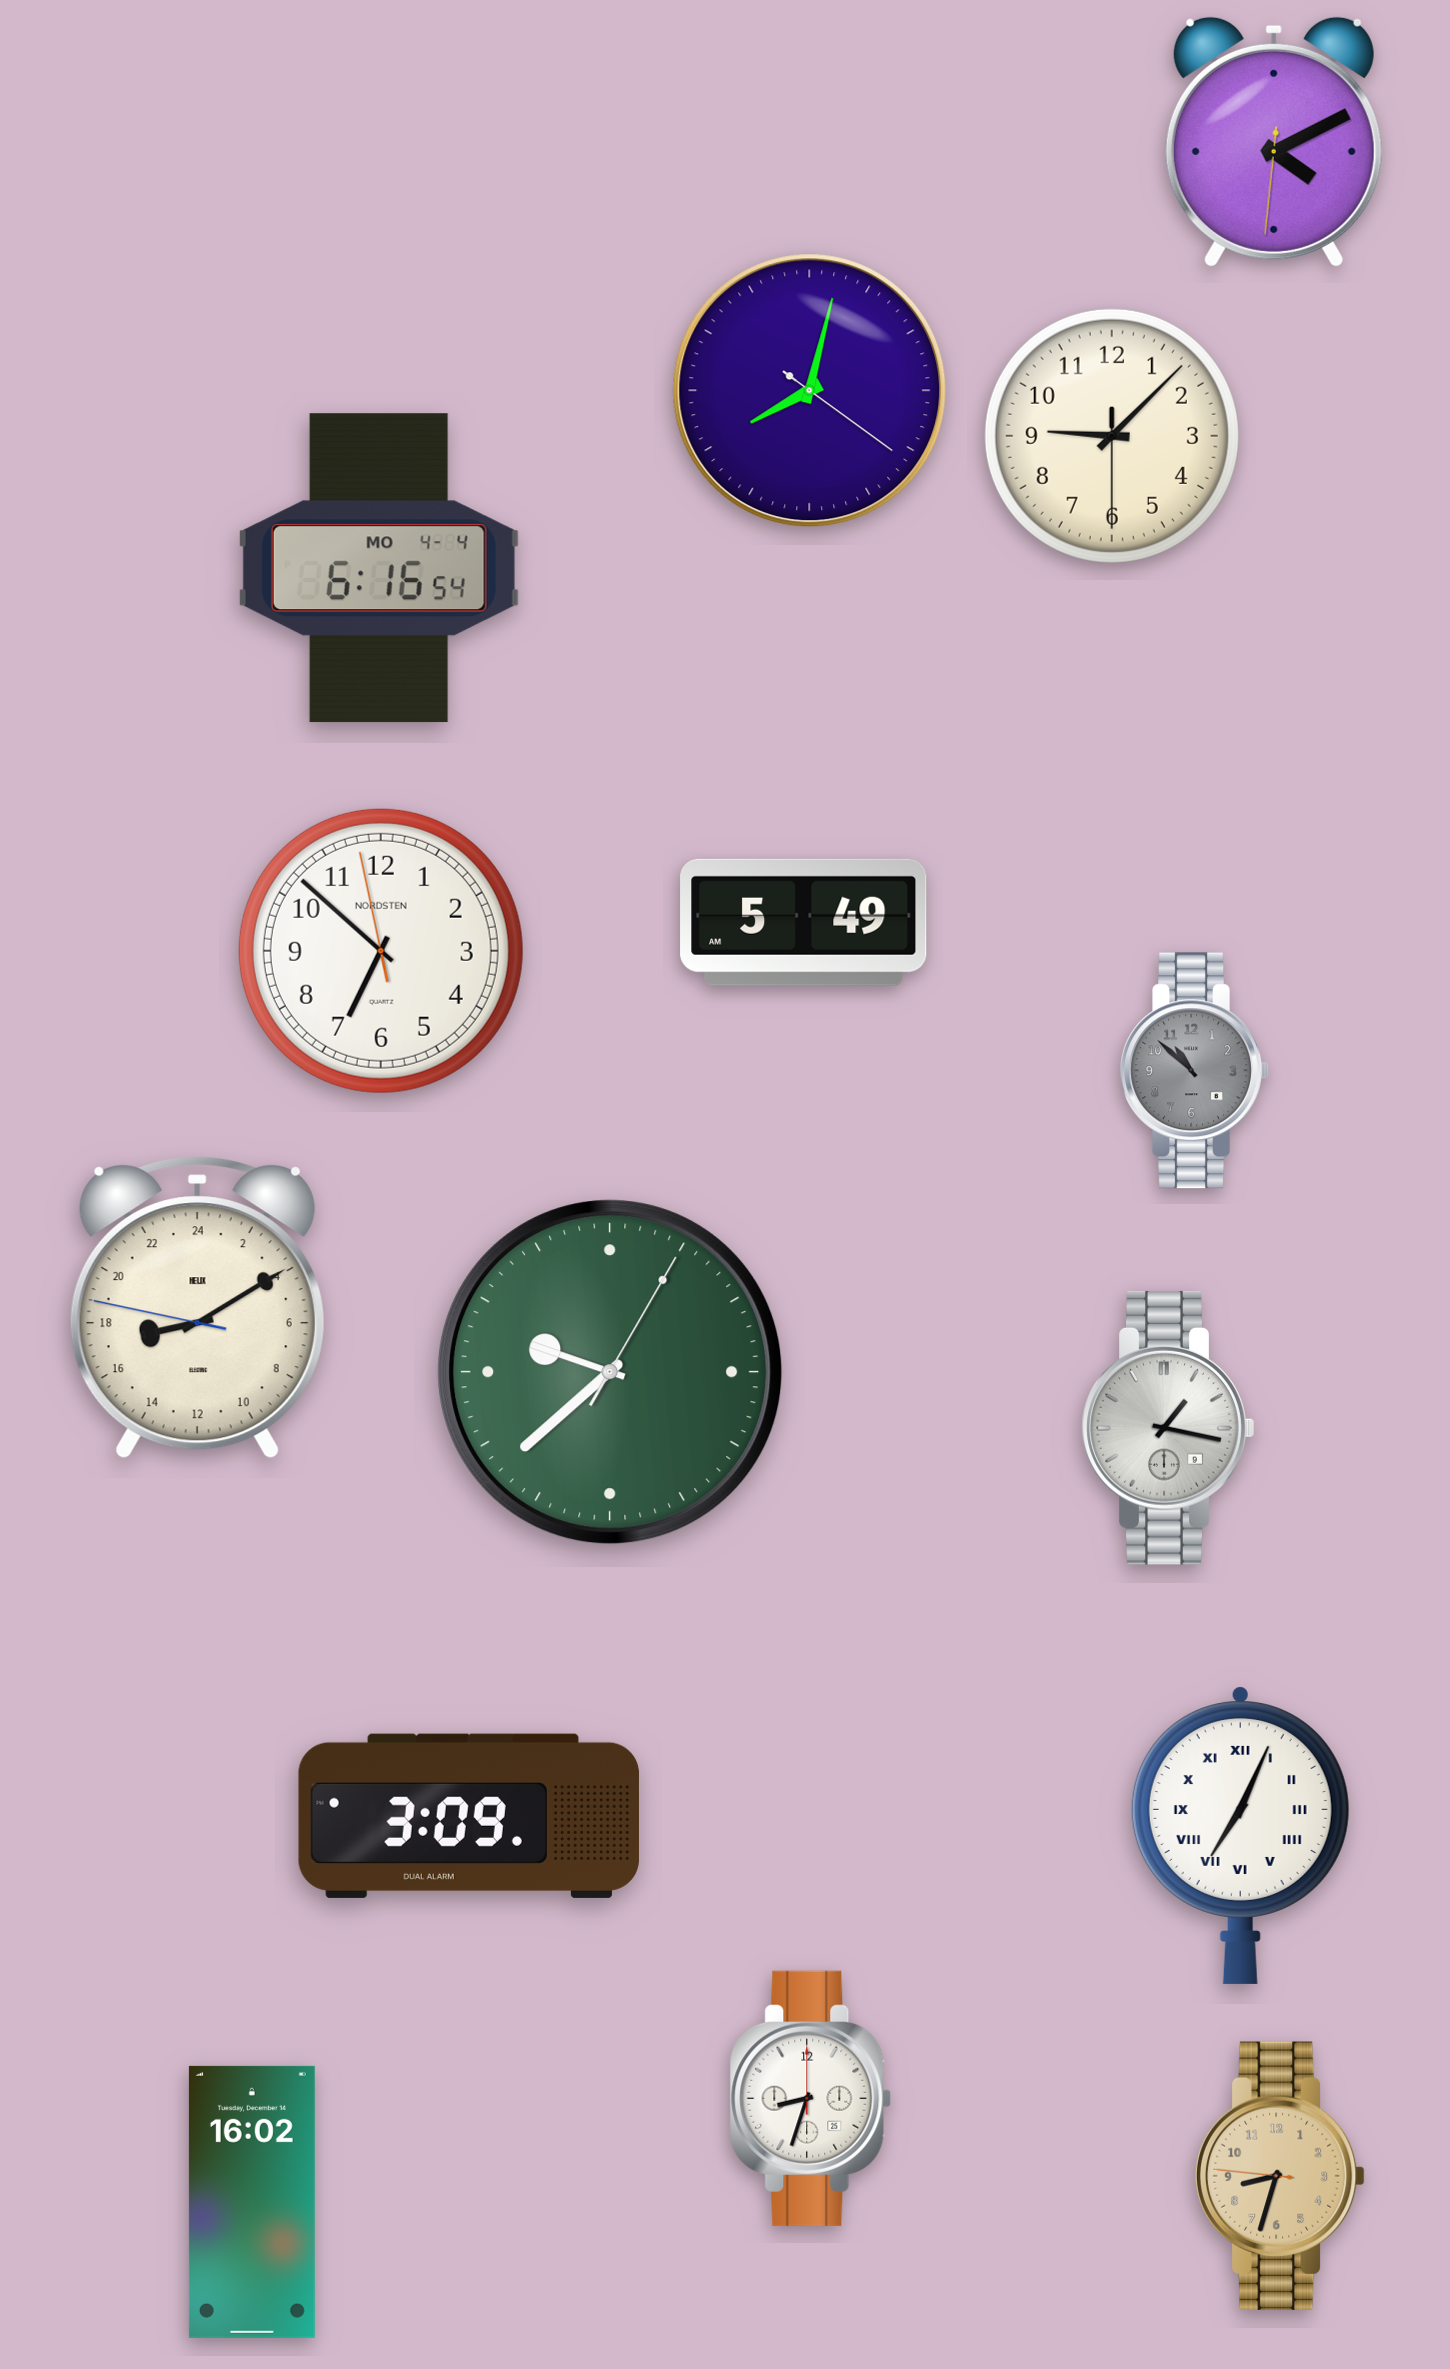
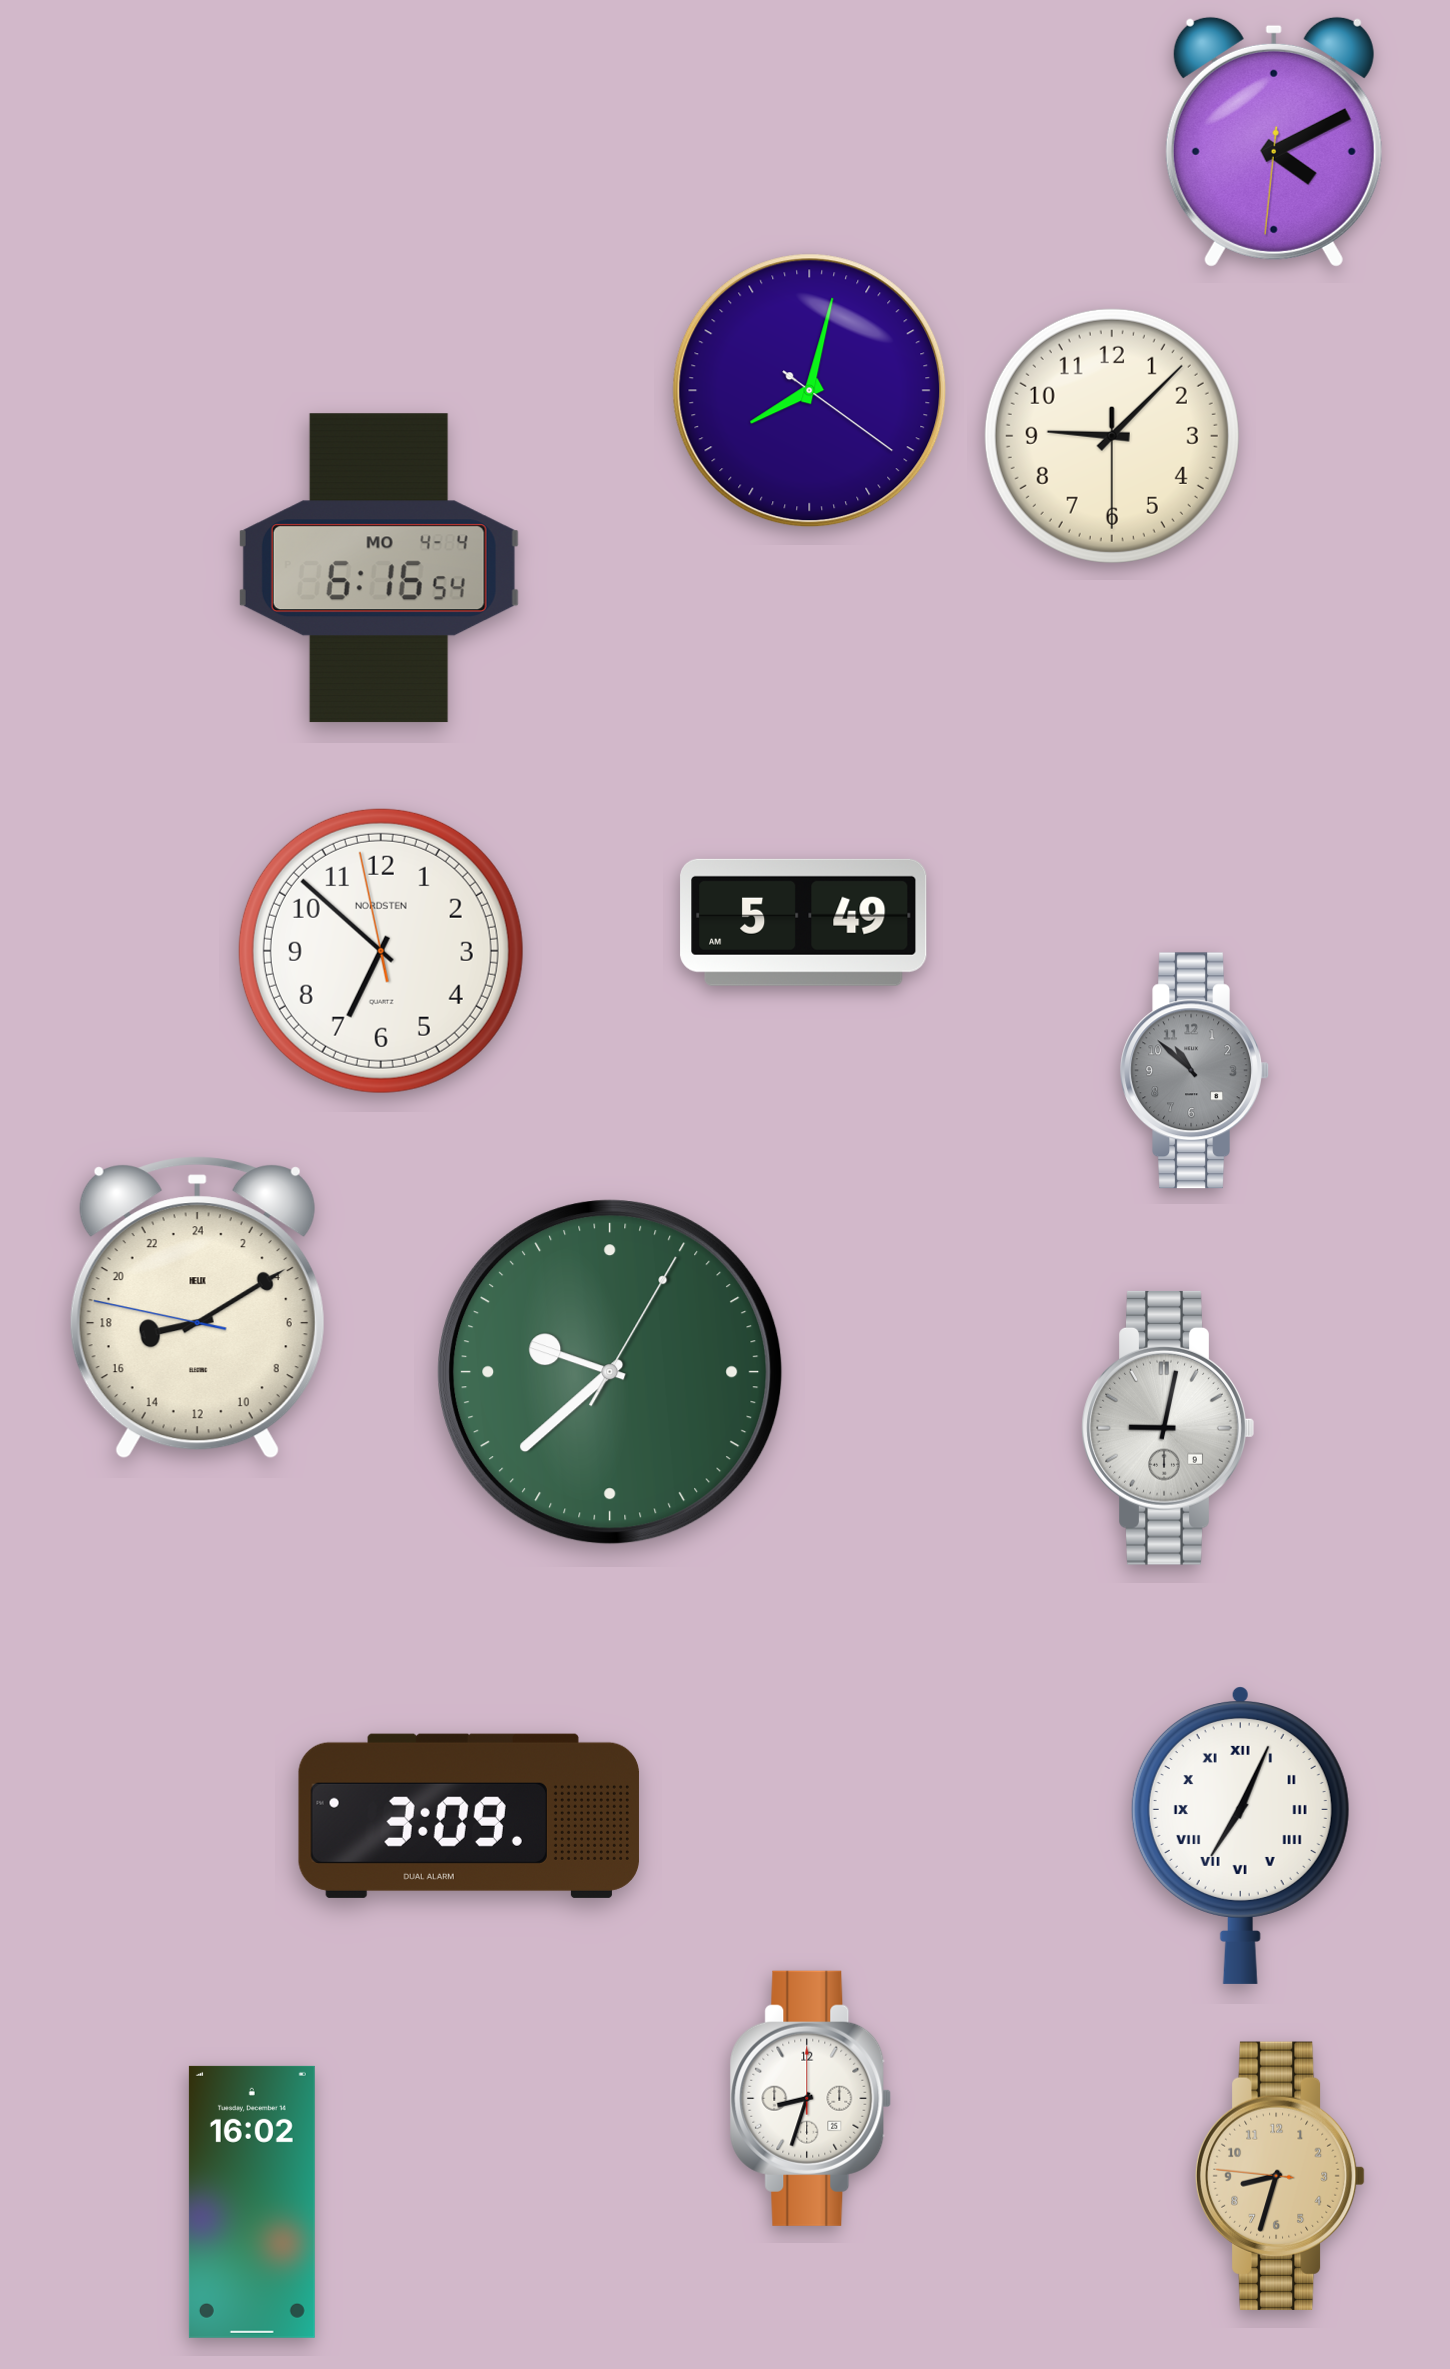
clock at (1168, 1428): 1:17 -> 9:02
